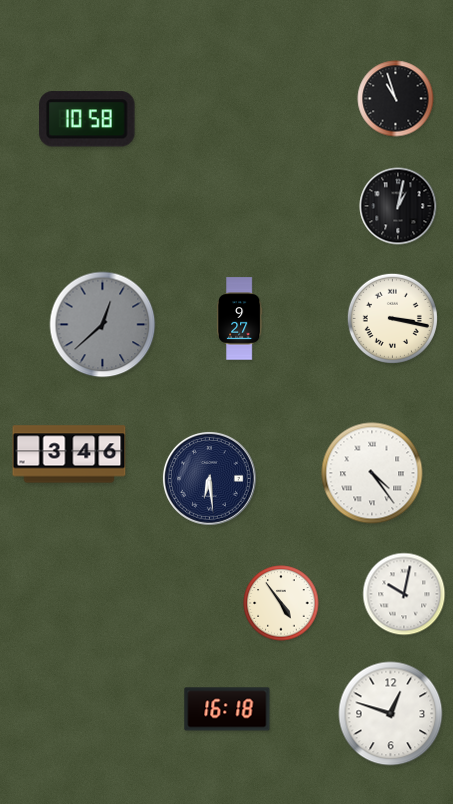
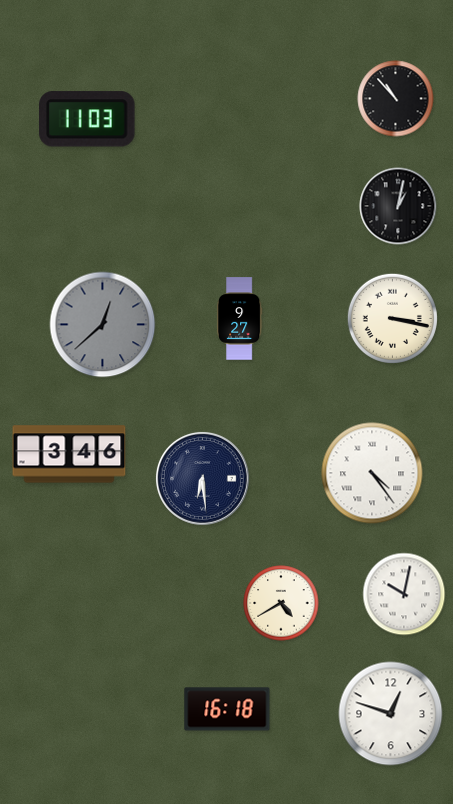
clock at (396, 99): 10:57 -> 10:53
clock at (88, 119): 10:58 -> 11:03
clock at (209, 478) position: (209, 478) -> (202, 478)
clock at (281, 603): 4:54 -> 4:40
